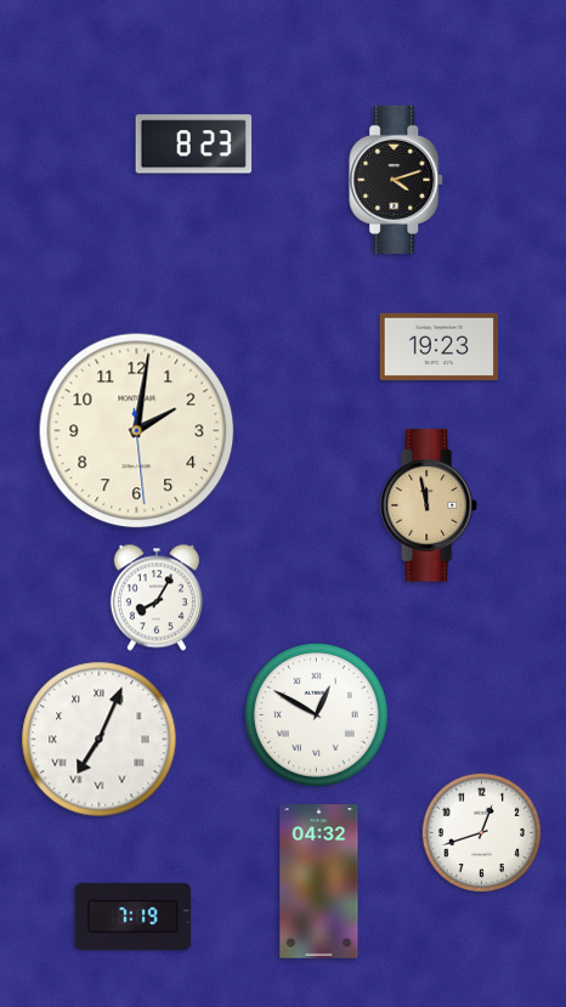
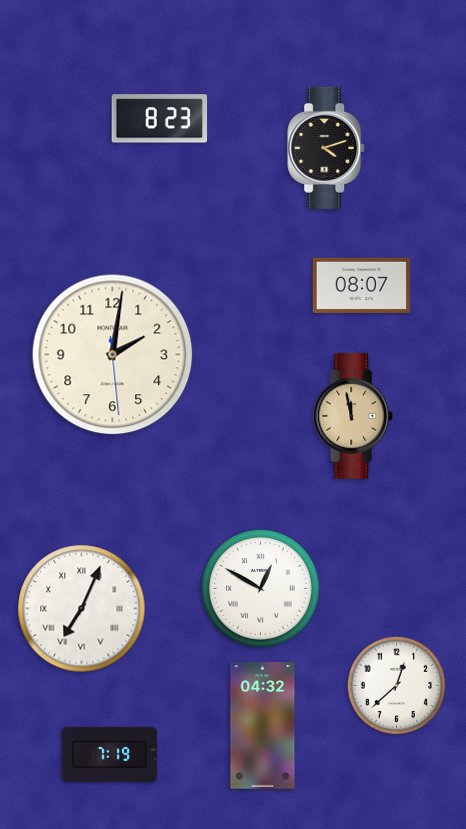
clock at (438, 346): 19:23 -> 08:07
clock at (157, 598): 8:05 -> none
clock at (482, 833): 12:42 -> 12:38
